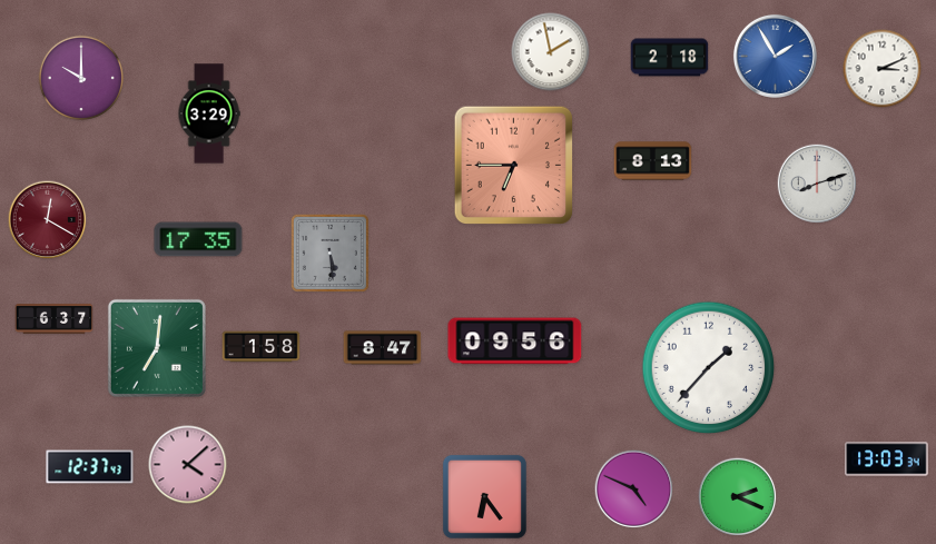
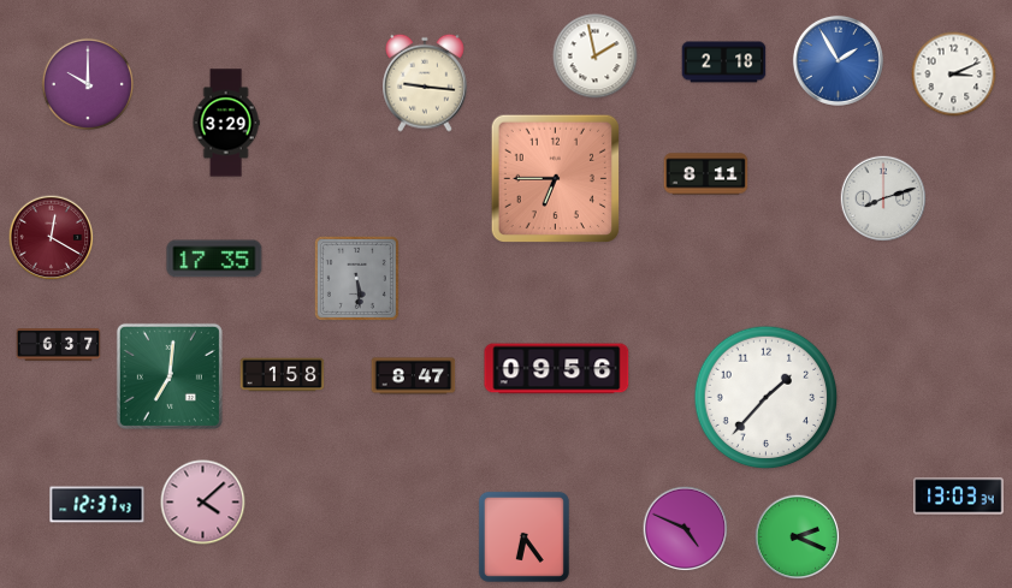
clock at (426, 83): none -> 9:16
clock at (653, 161): 8:13 -> 8:11
clock at (329, 253) position: (329, 253) -> (356, 278)
